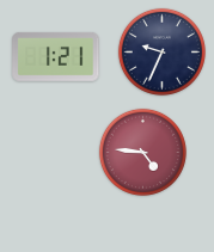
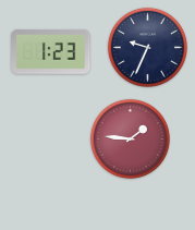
clock at (56, 56): 1:21 -> 1:23
clock at (142, 152): 4:46 -> 1:46
